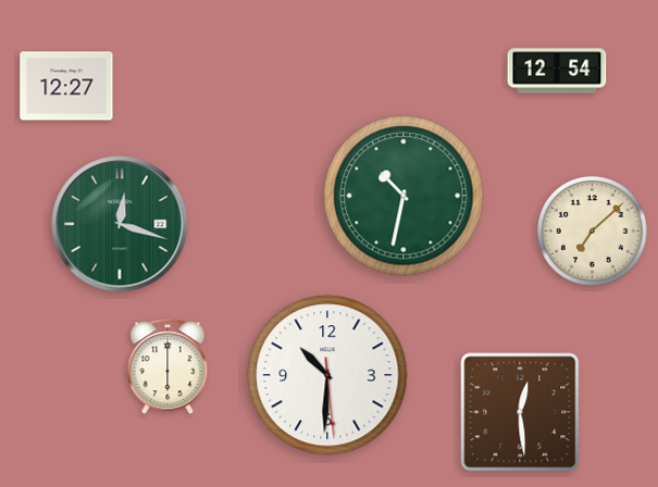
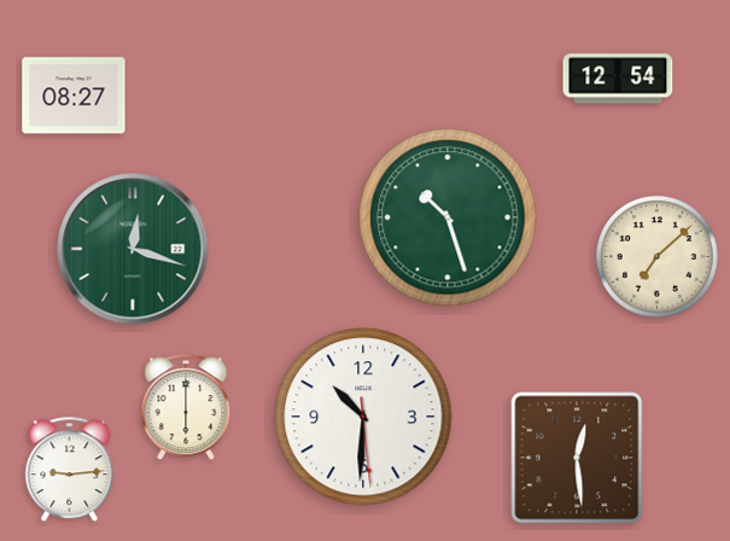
clock at (66, 86): 12:27 -> 08:27
clock at (404, 196): 10:32 -> 10:27
clock at (70, 470): none -> 9:14
